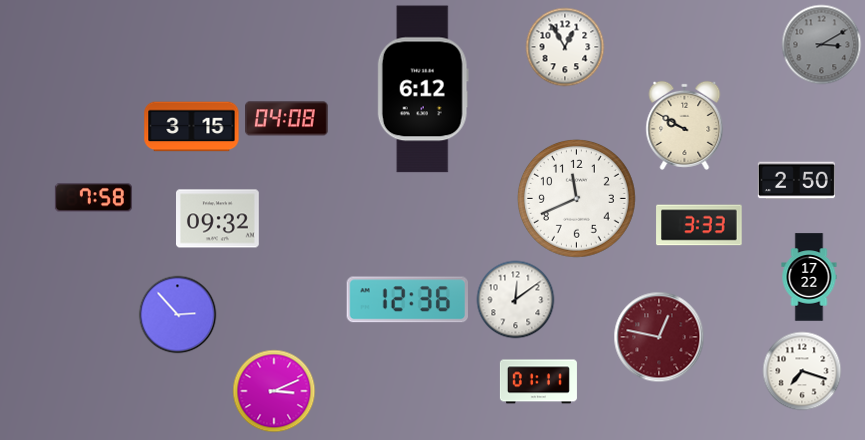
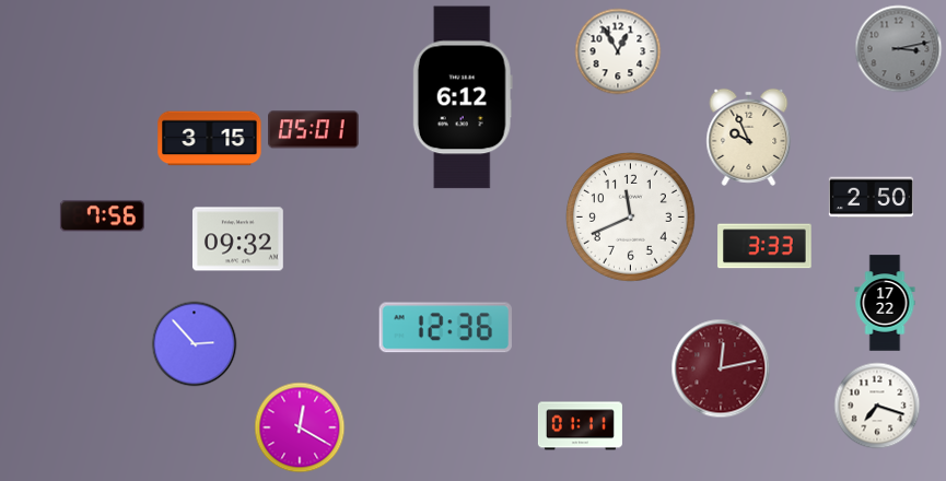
clock at (821, 44): 3:10 -> 3:13
clock at (287, 119): 04:08 -> 05:01
clock at (685, 125): 9:50 -> 9:56
clock at (93, 198): 7:58 -> 7:56
clock at (515, 299): 12:09 -> none
clock at (659, 337): 12:47 -> 12:13
clock at (538, 382) position: (538, 382) -> (580, 426)
clock at (274, 391): 3:11 -> 12:20
